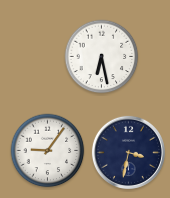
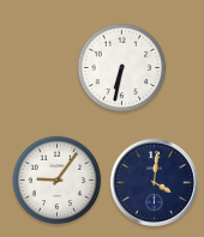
clock at (102, 57): 6:28 -> 6:32
clock at (128, 152): 3:32 -> 4:01
